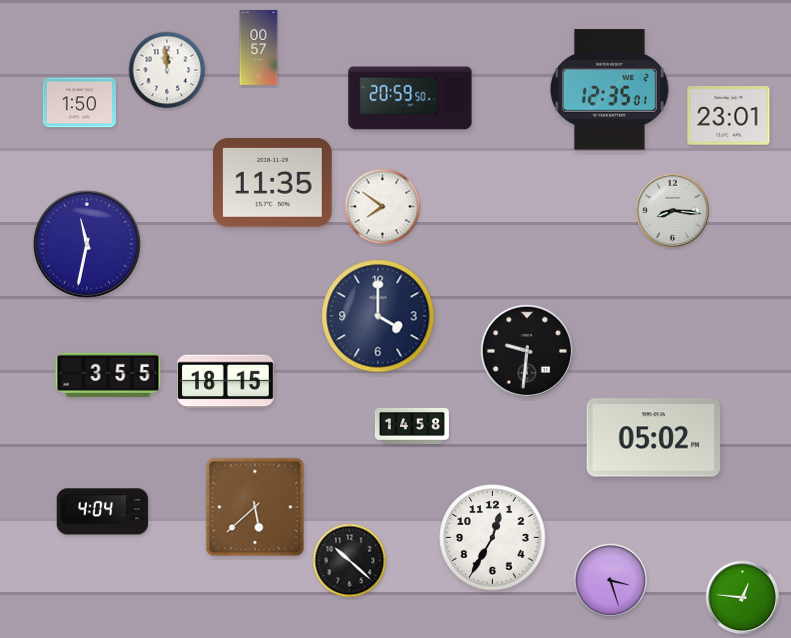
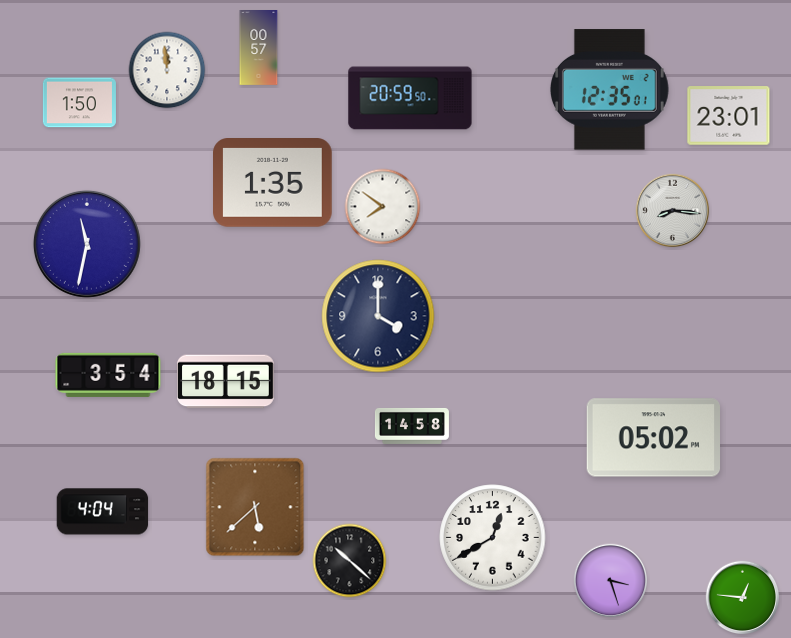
clock at (273, 183): 11:35 -> 1:35
clock at (527, 351): 9:31 -> none
clock at (108, 375): 3:55 -> 3:54
clock at (493, 538): 12:35 -> 12:40
